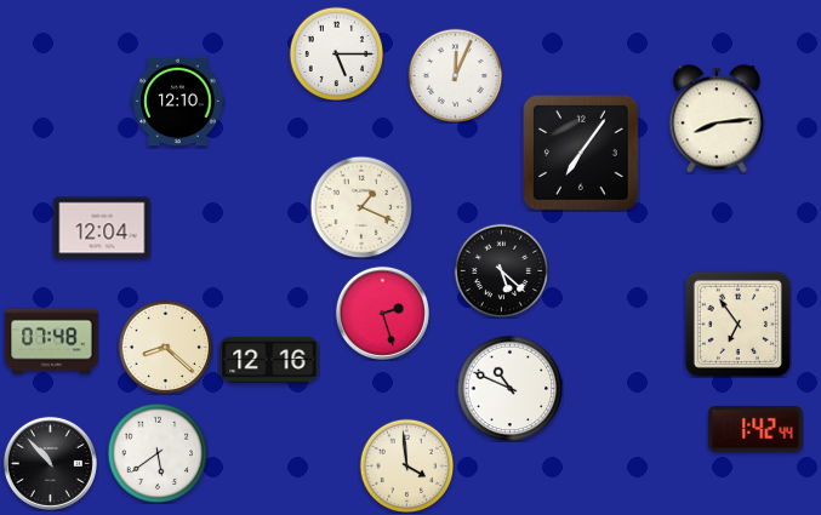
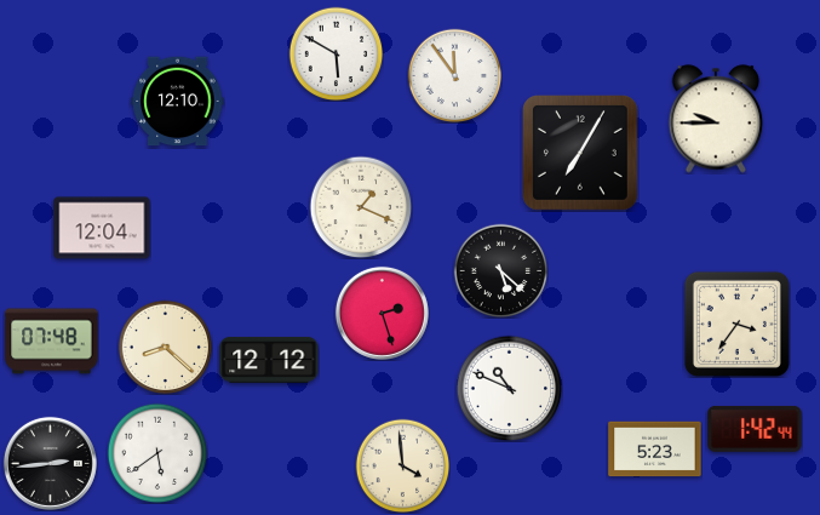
clock at (336, 53): 5:15 -> 5:50
clock at (455, 75): 12:04 -> 11:54
clock at (717, 119): 8:14 -> 9:45
clock at (582, 154): 7:06 -> 7:05
clock at (737, 324): 6:54 -> 3:36
clock at (269, 360): 12:16 -> 12:12
clock at (655, 450): none -> 5:23
clock at (50, 463): 10:53 -> 2:44
clock at (406, 465) position: (406, 465) -> (402, 465)
